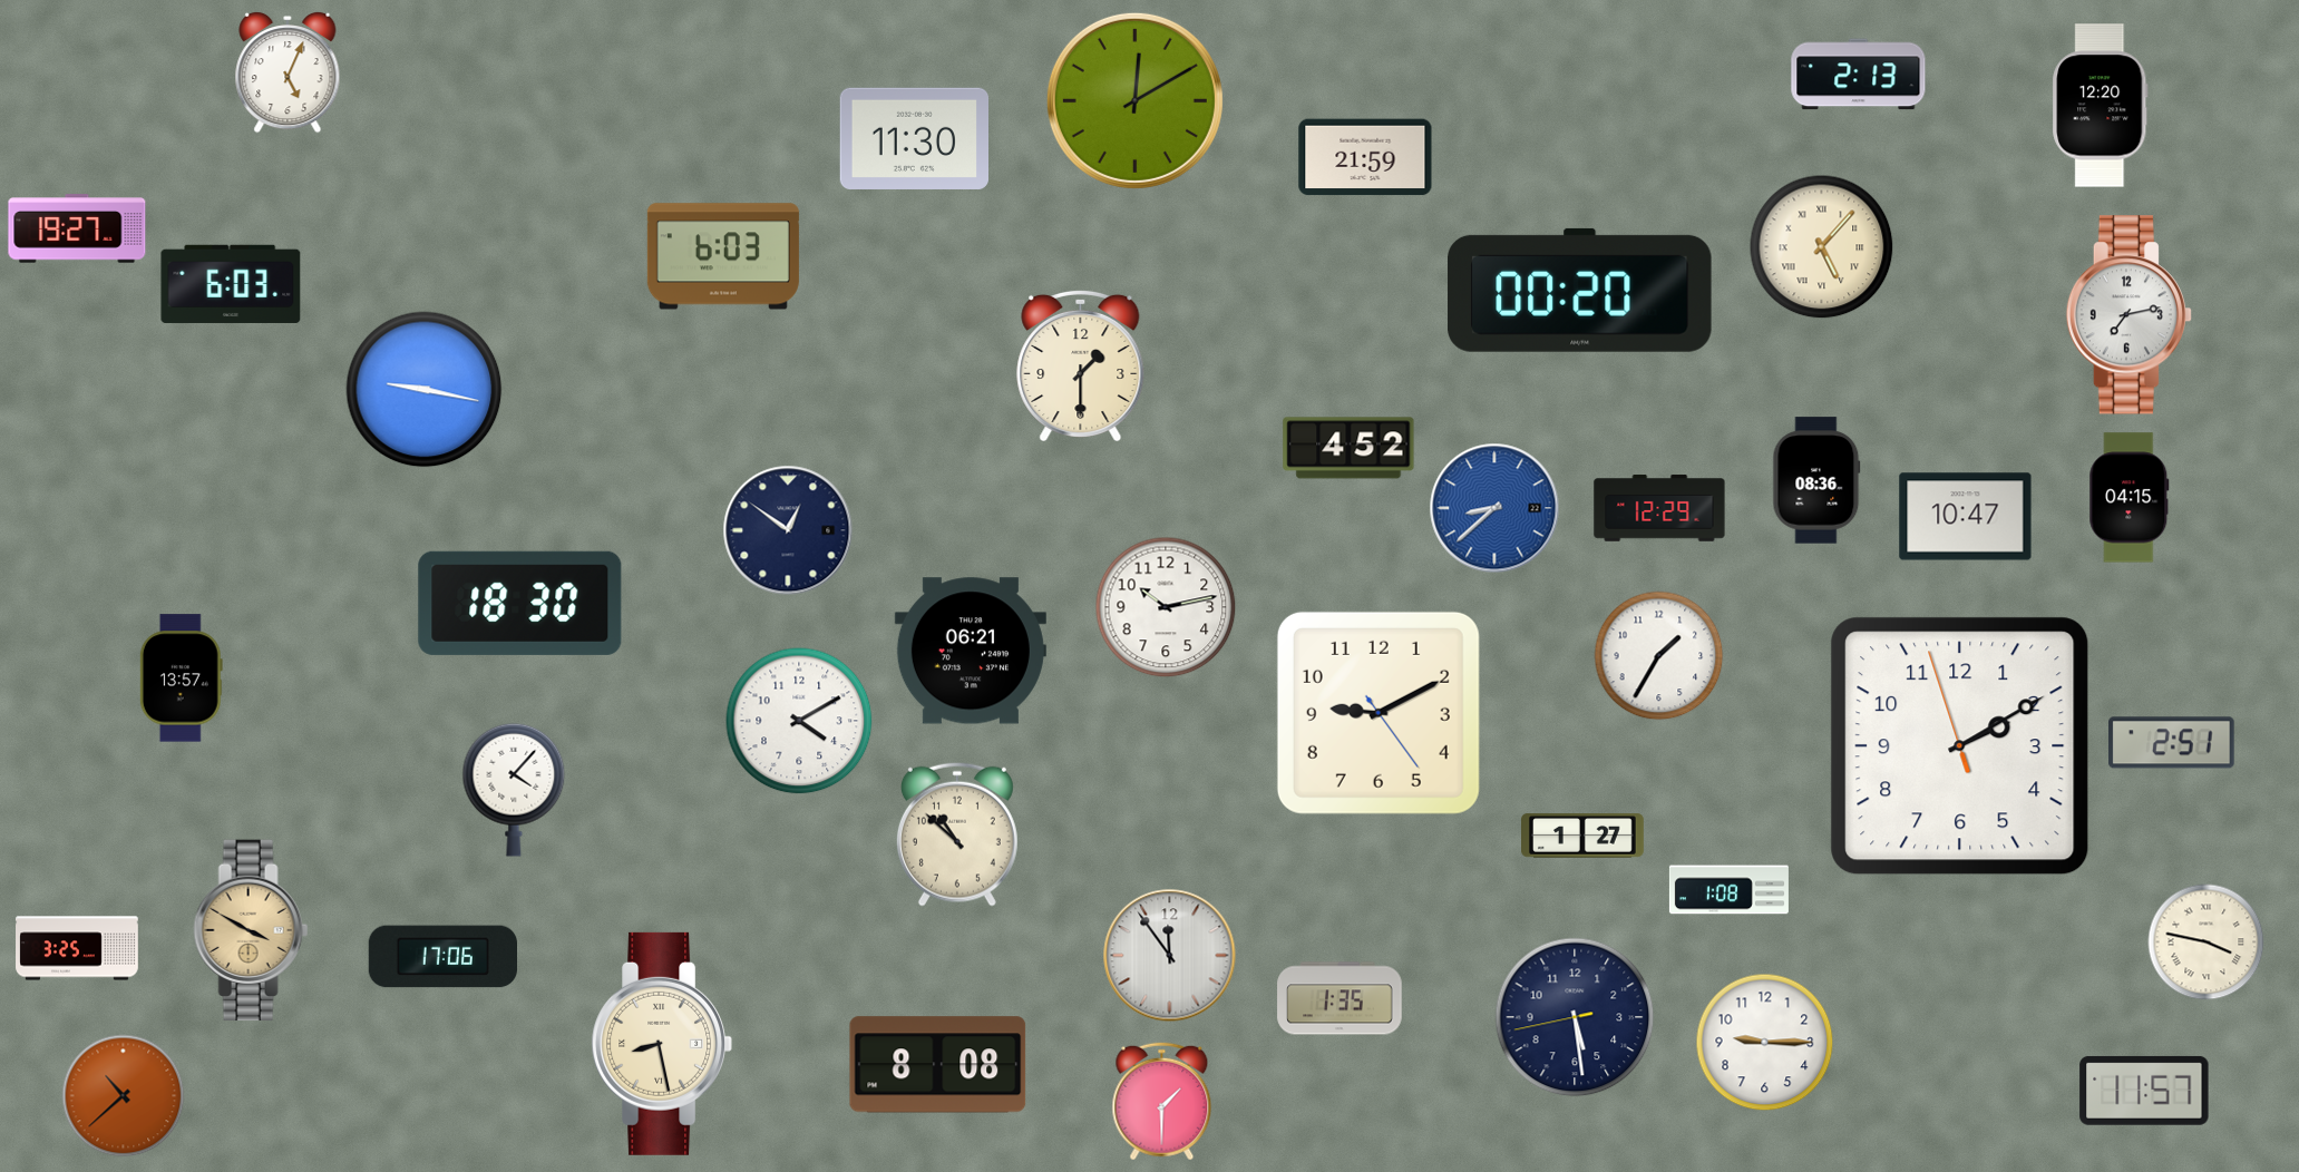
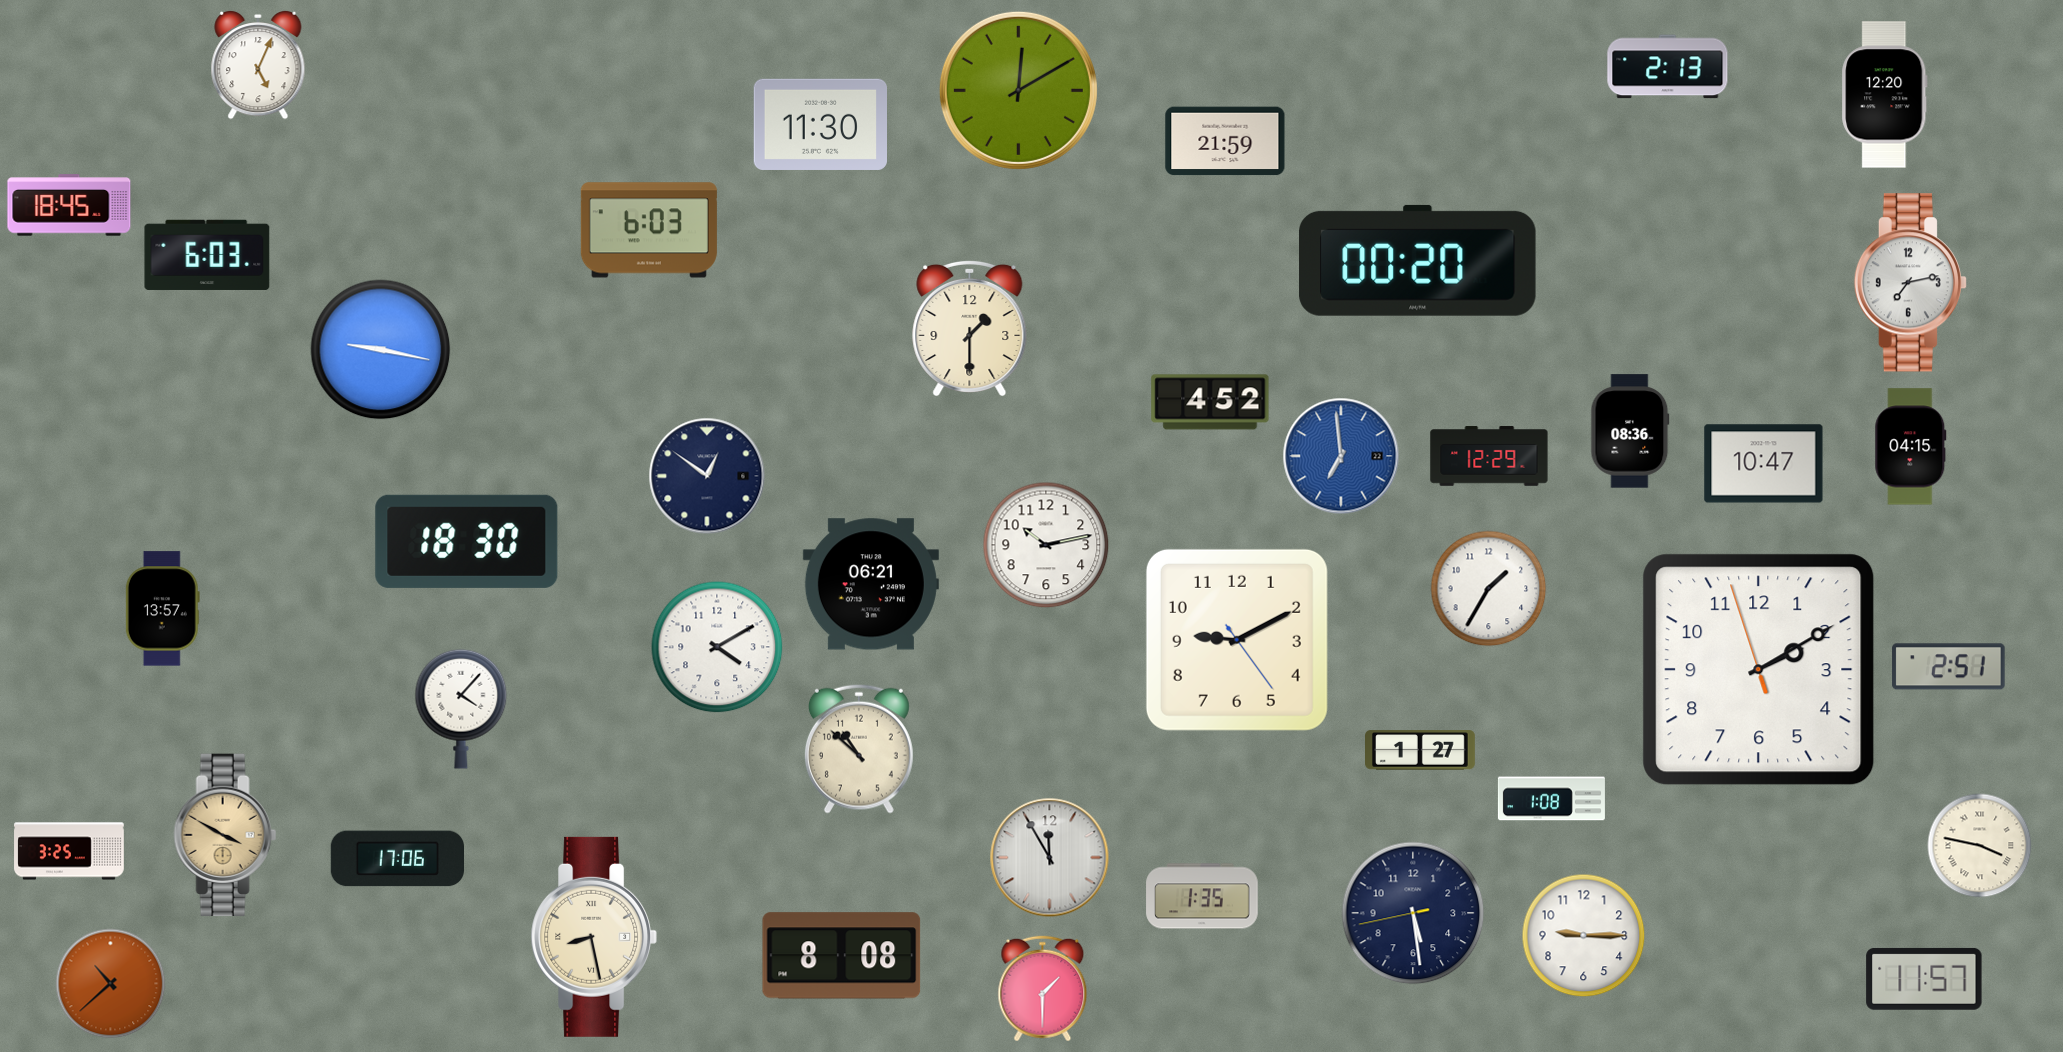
clock at (77, 228): 19:27 -> 18:45
clock at (1822, 247): 5:07 -> none
clock at (1494, 508): 8:38 -> 6:59
clock at (1170, 956): 11:54 -> 11:55
